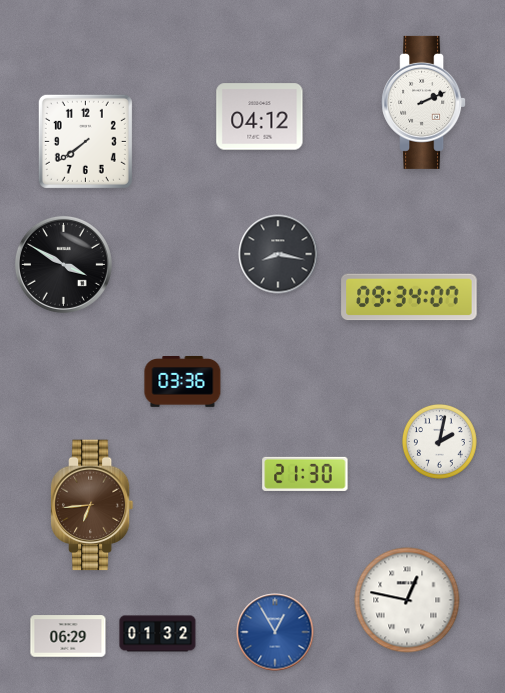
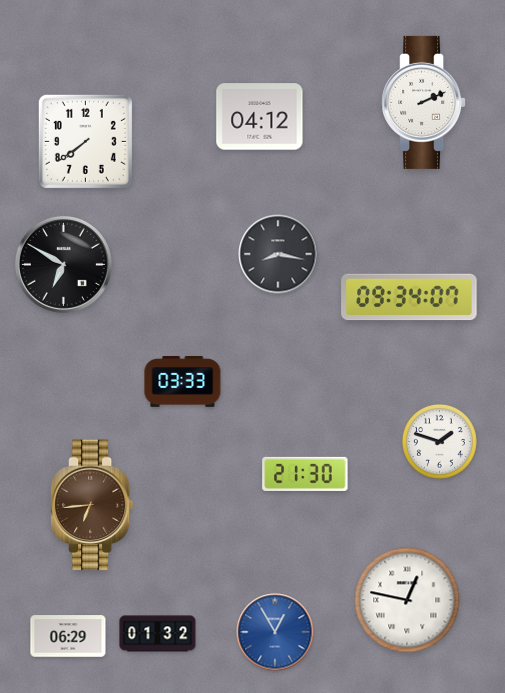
clock at (63, 264): 3:50 -> 6:50
clock at (183, 382): 03:36 -> 03:33
clock at (439, 441): 2:02 -> 1:48
